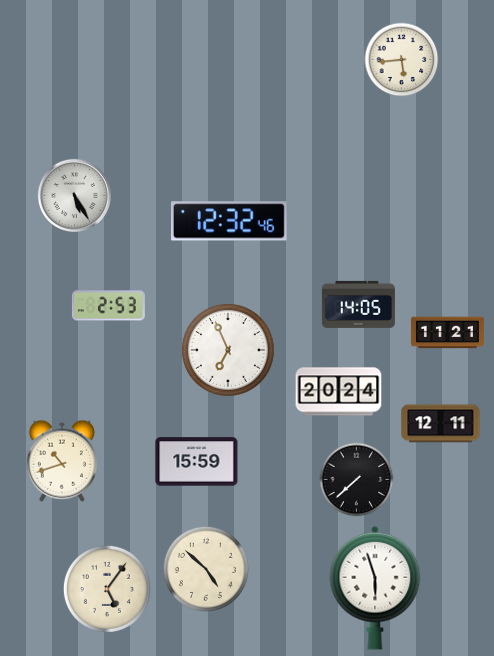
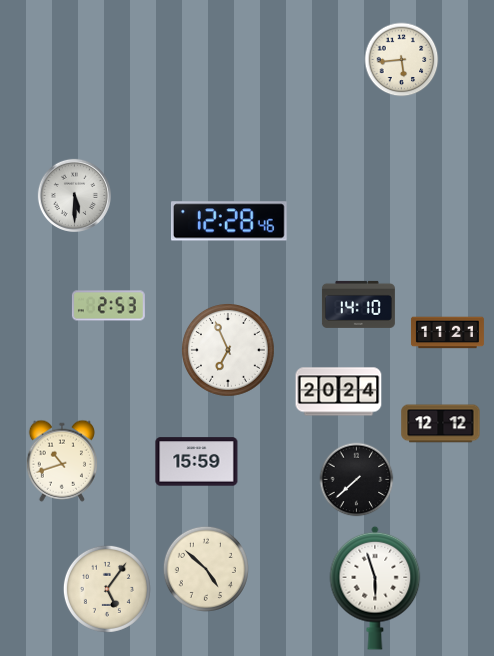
clock at (74, 195): 5:25 -> 5:30
clock at (229, 221): 12:32 -> 12:28
clock at (358, 304): 14:05 -> 14:10
clock at (441, 424): 12:11 -> 12:12
